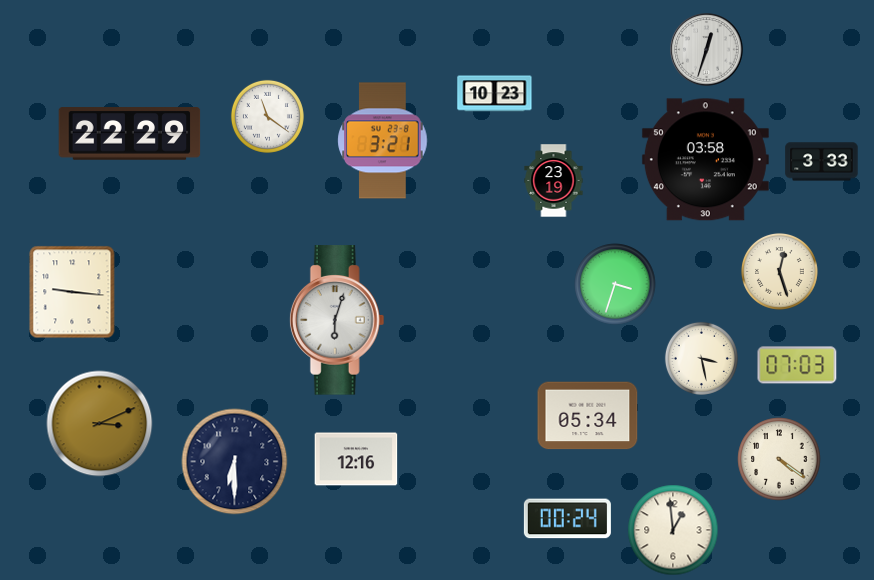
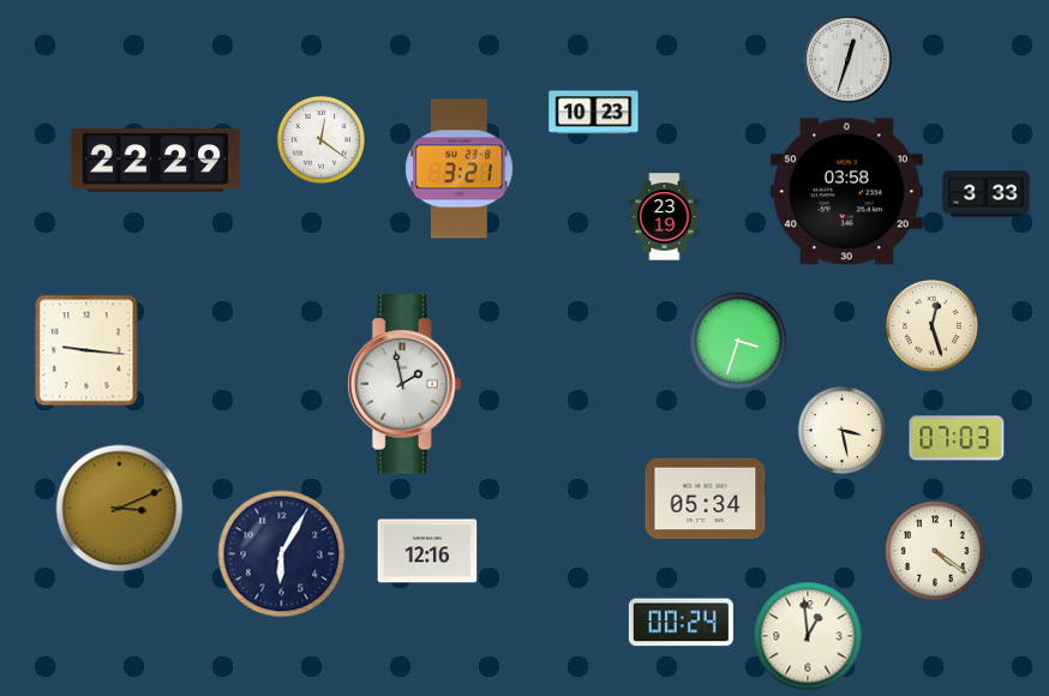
clock at (267, 116): 11:21 -> 12:21
clock at (779, 271) position: (779, 271) -> (931, 325)
clock at (337, 320): 6:03 -> 1:58
clock at (235, 462): 6:30 -> 6:05
